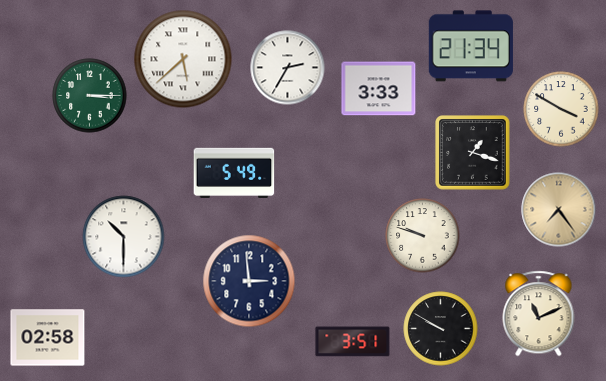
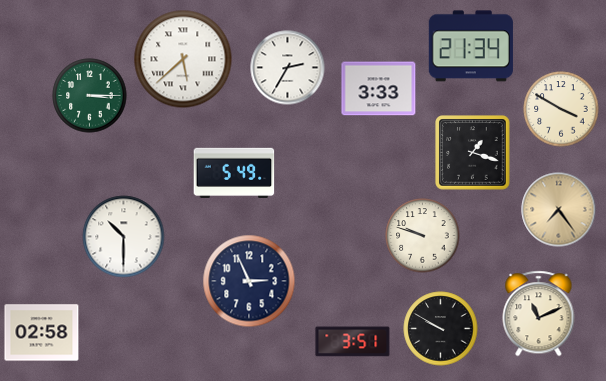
clock at (249, 281): 2:59 -> 2:56
clock at (48, 338) position: (48, 338) -> (42, 333)
